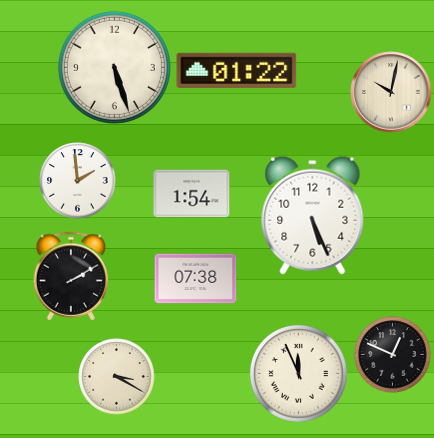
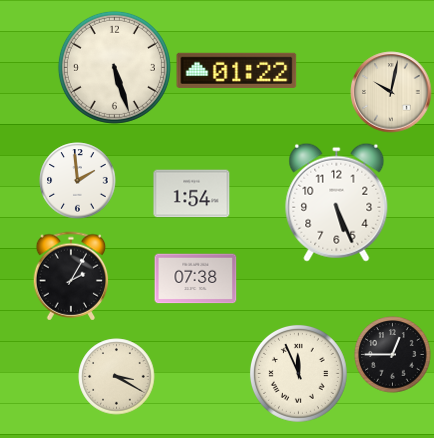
clock at (313, 215) position: (313, 215) -> (337, 202)
clock at (71, 276): 2:10 -> 2:05
clock at (393, 355): 12:49 -> 12:45
